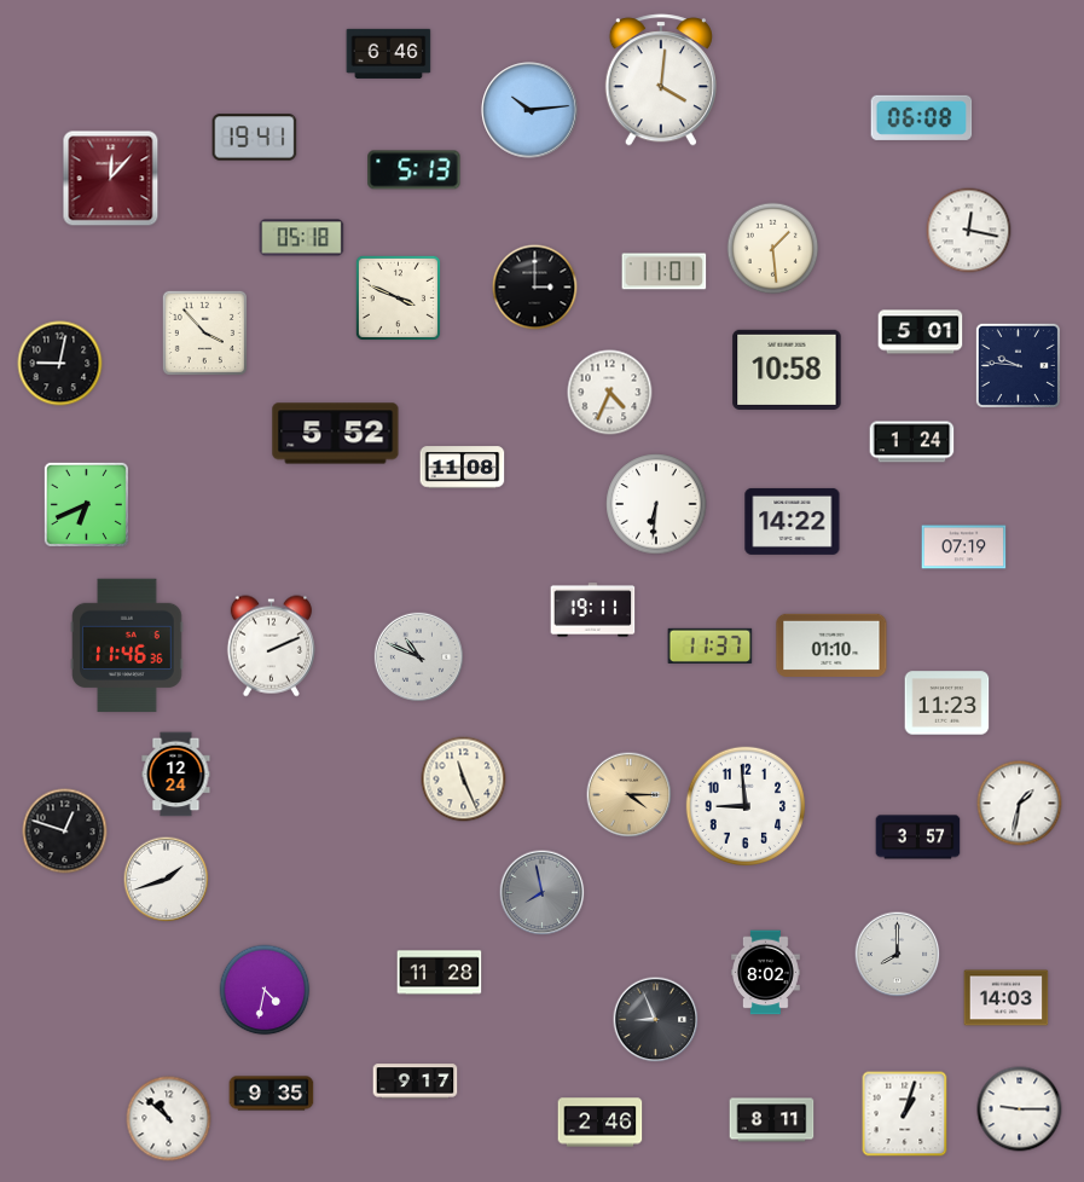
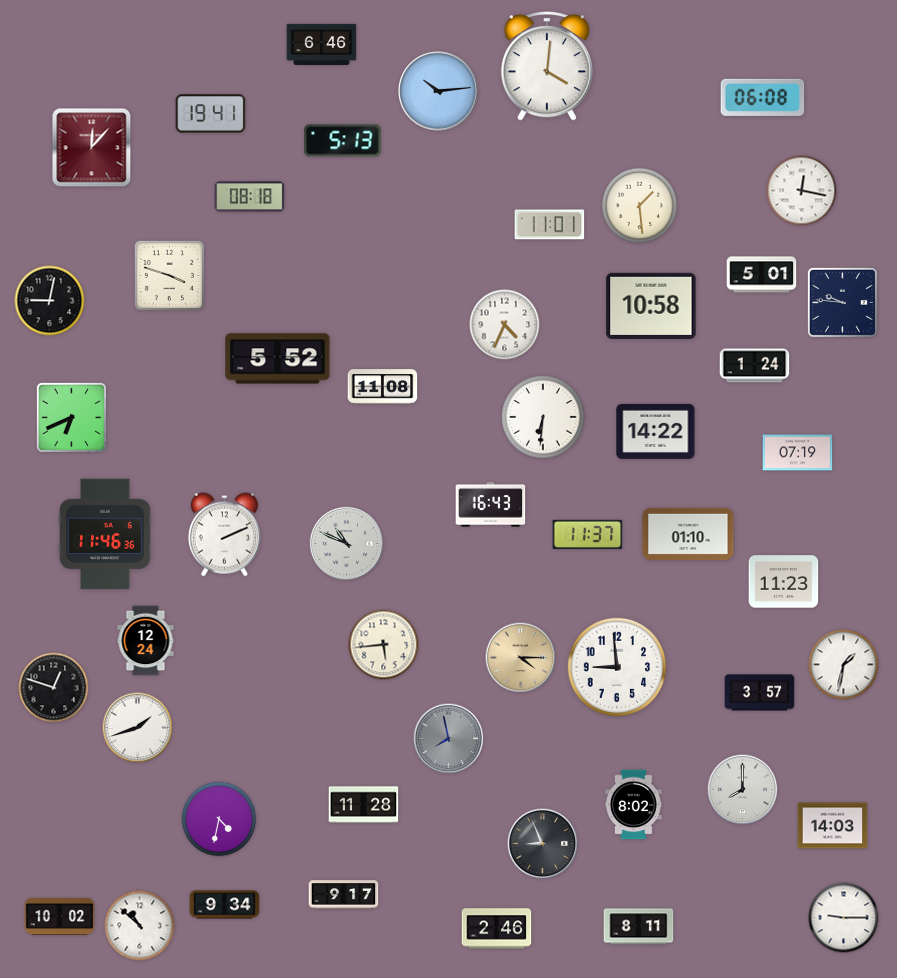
clock at (302, 238): 05:18 -> 08:18
clock at (535, 288): 3:00 -> none
clock at (398, 297): 3:49 -> none
clock at (204, 332): 3:53 -> 3:48
clock at (593, 610): 19:11 -> 16:43
clock at (464, 780): 11:26 -> 5:44
clock at (272, 1094): 9:35 -> 9:34
clock at (60, 916): none -> 10:02
clock at (905, 1114): 1:03 -> none
